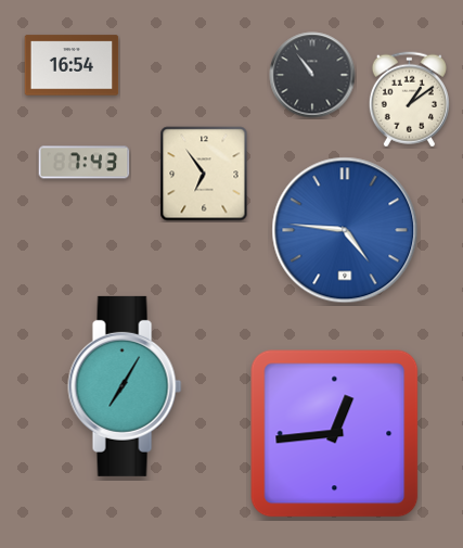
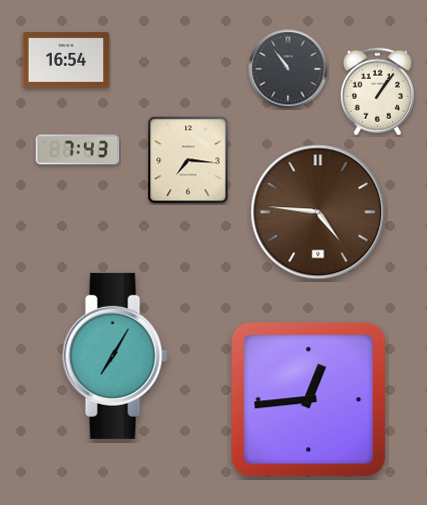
clock at (409, 100): 1:09 -> 1:06
clock at (204, 174): 6:54 -> 7:16
clock at (345, 230) dial: blue -> brown
